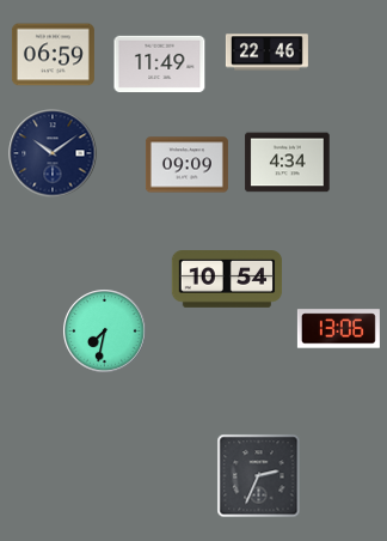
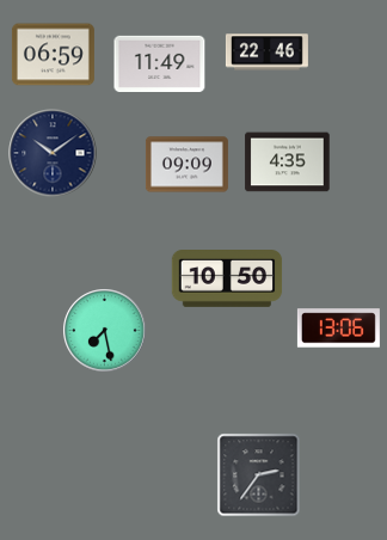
clock at (288, 163): 4:34 -> 4:35
clock at (227, 280): 10:54 -> 10:50
clock at (105, 332): 7:32 -> 7:28
clock at (259, 476): 2:34 -> 2:36
